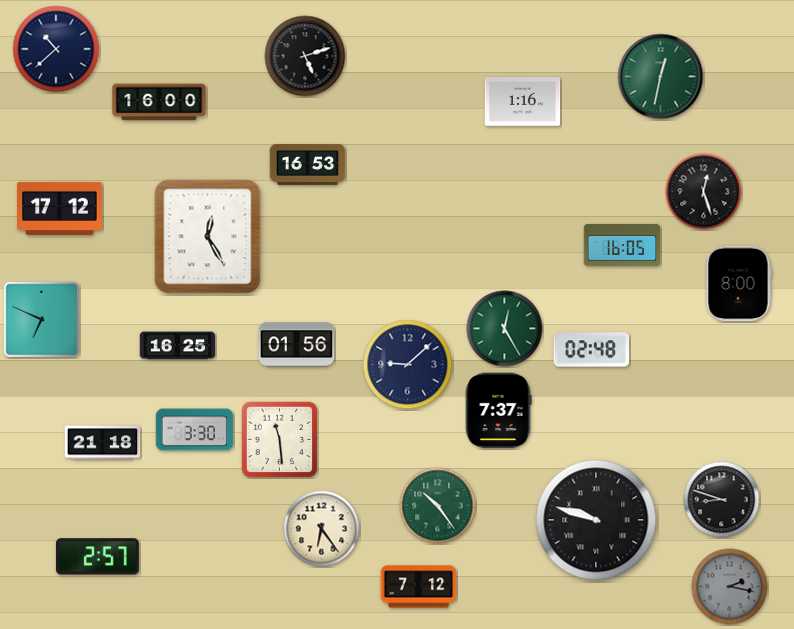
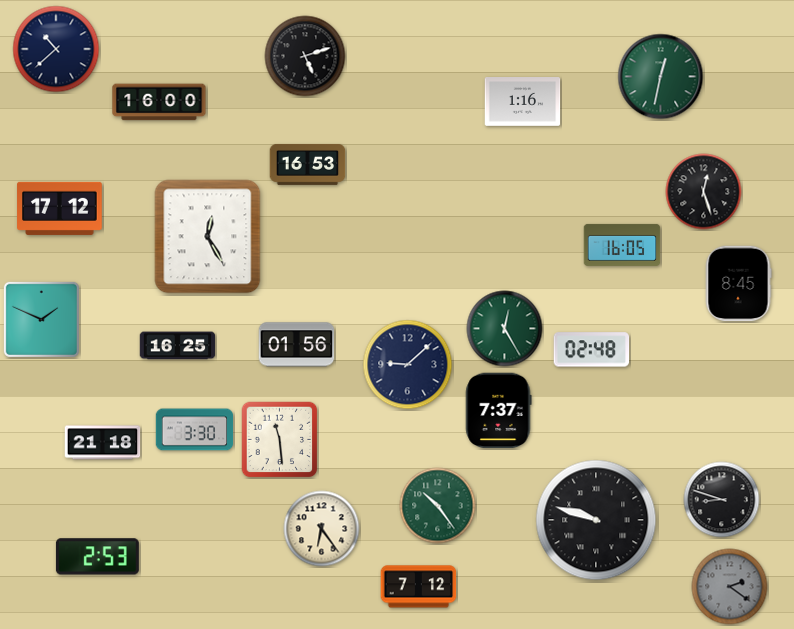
clock at (738, 284): 8:00 -> 8:45
clock at (41, 319): 6:49 -> 1:49
clock at (97, 557): 2:57 -> 2:53
clock at (730, 587): 2:17 -> 2:21
